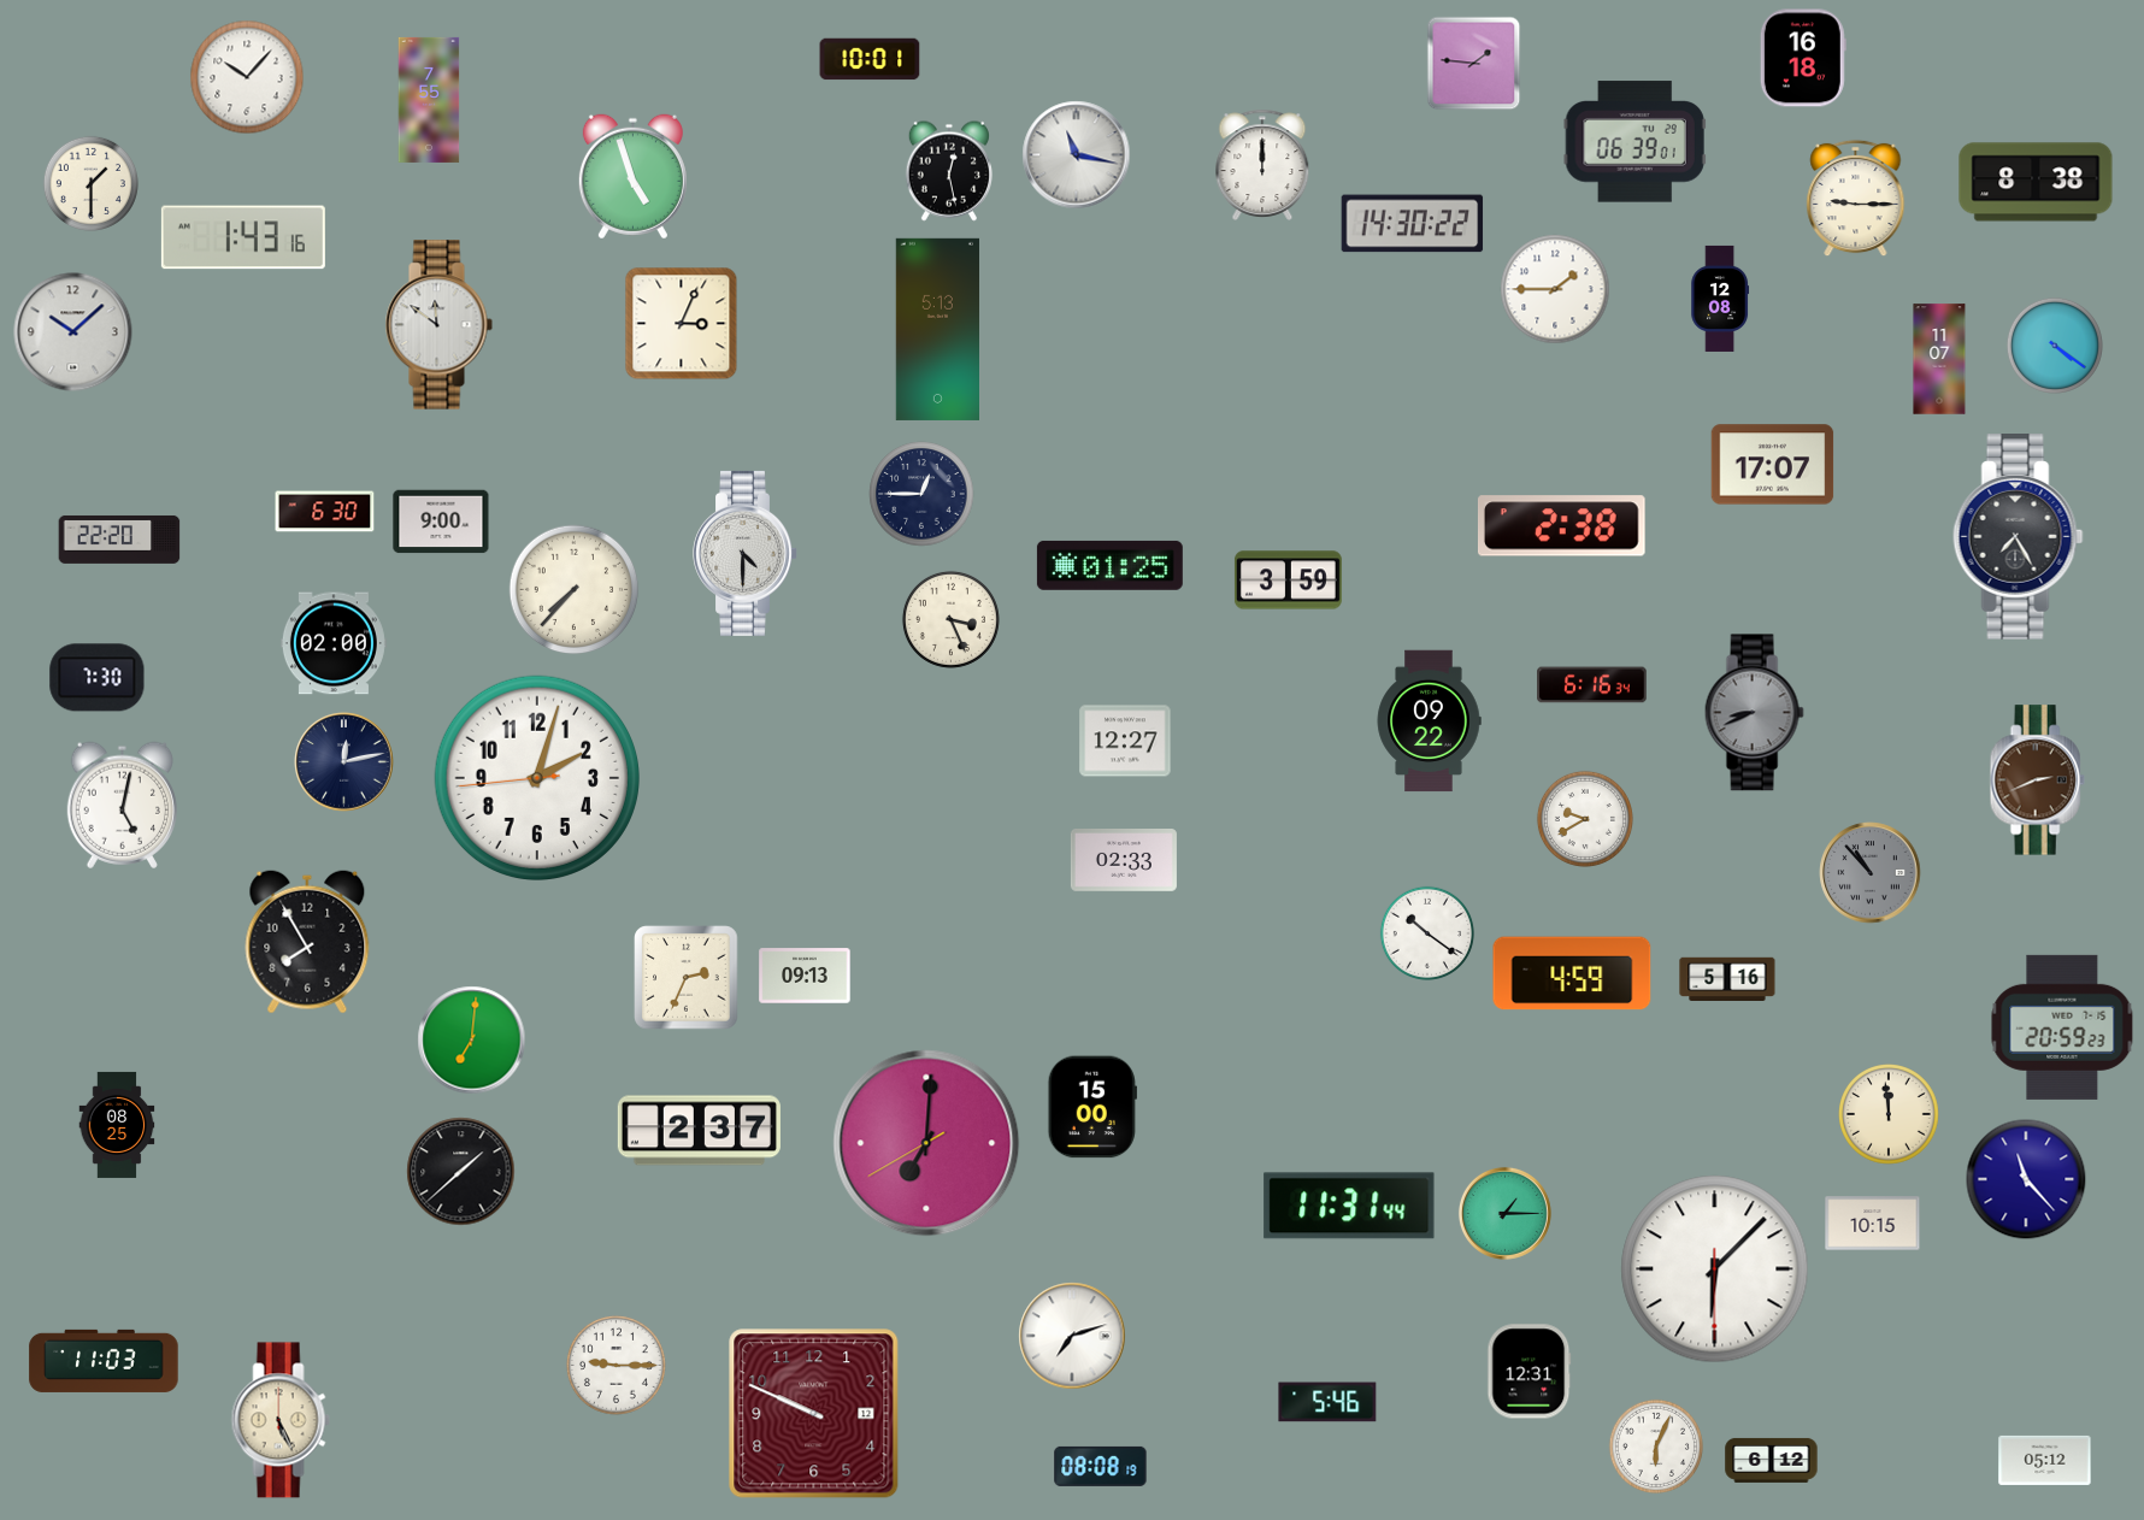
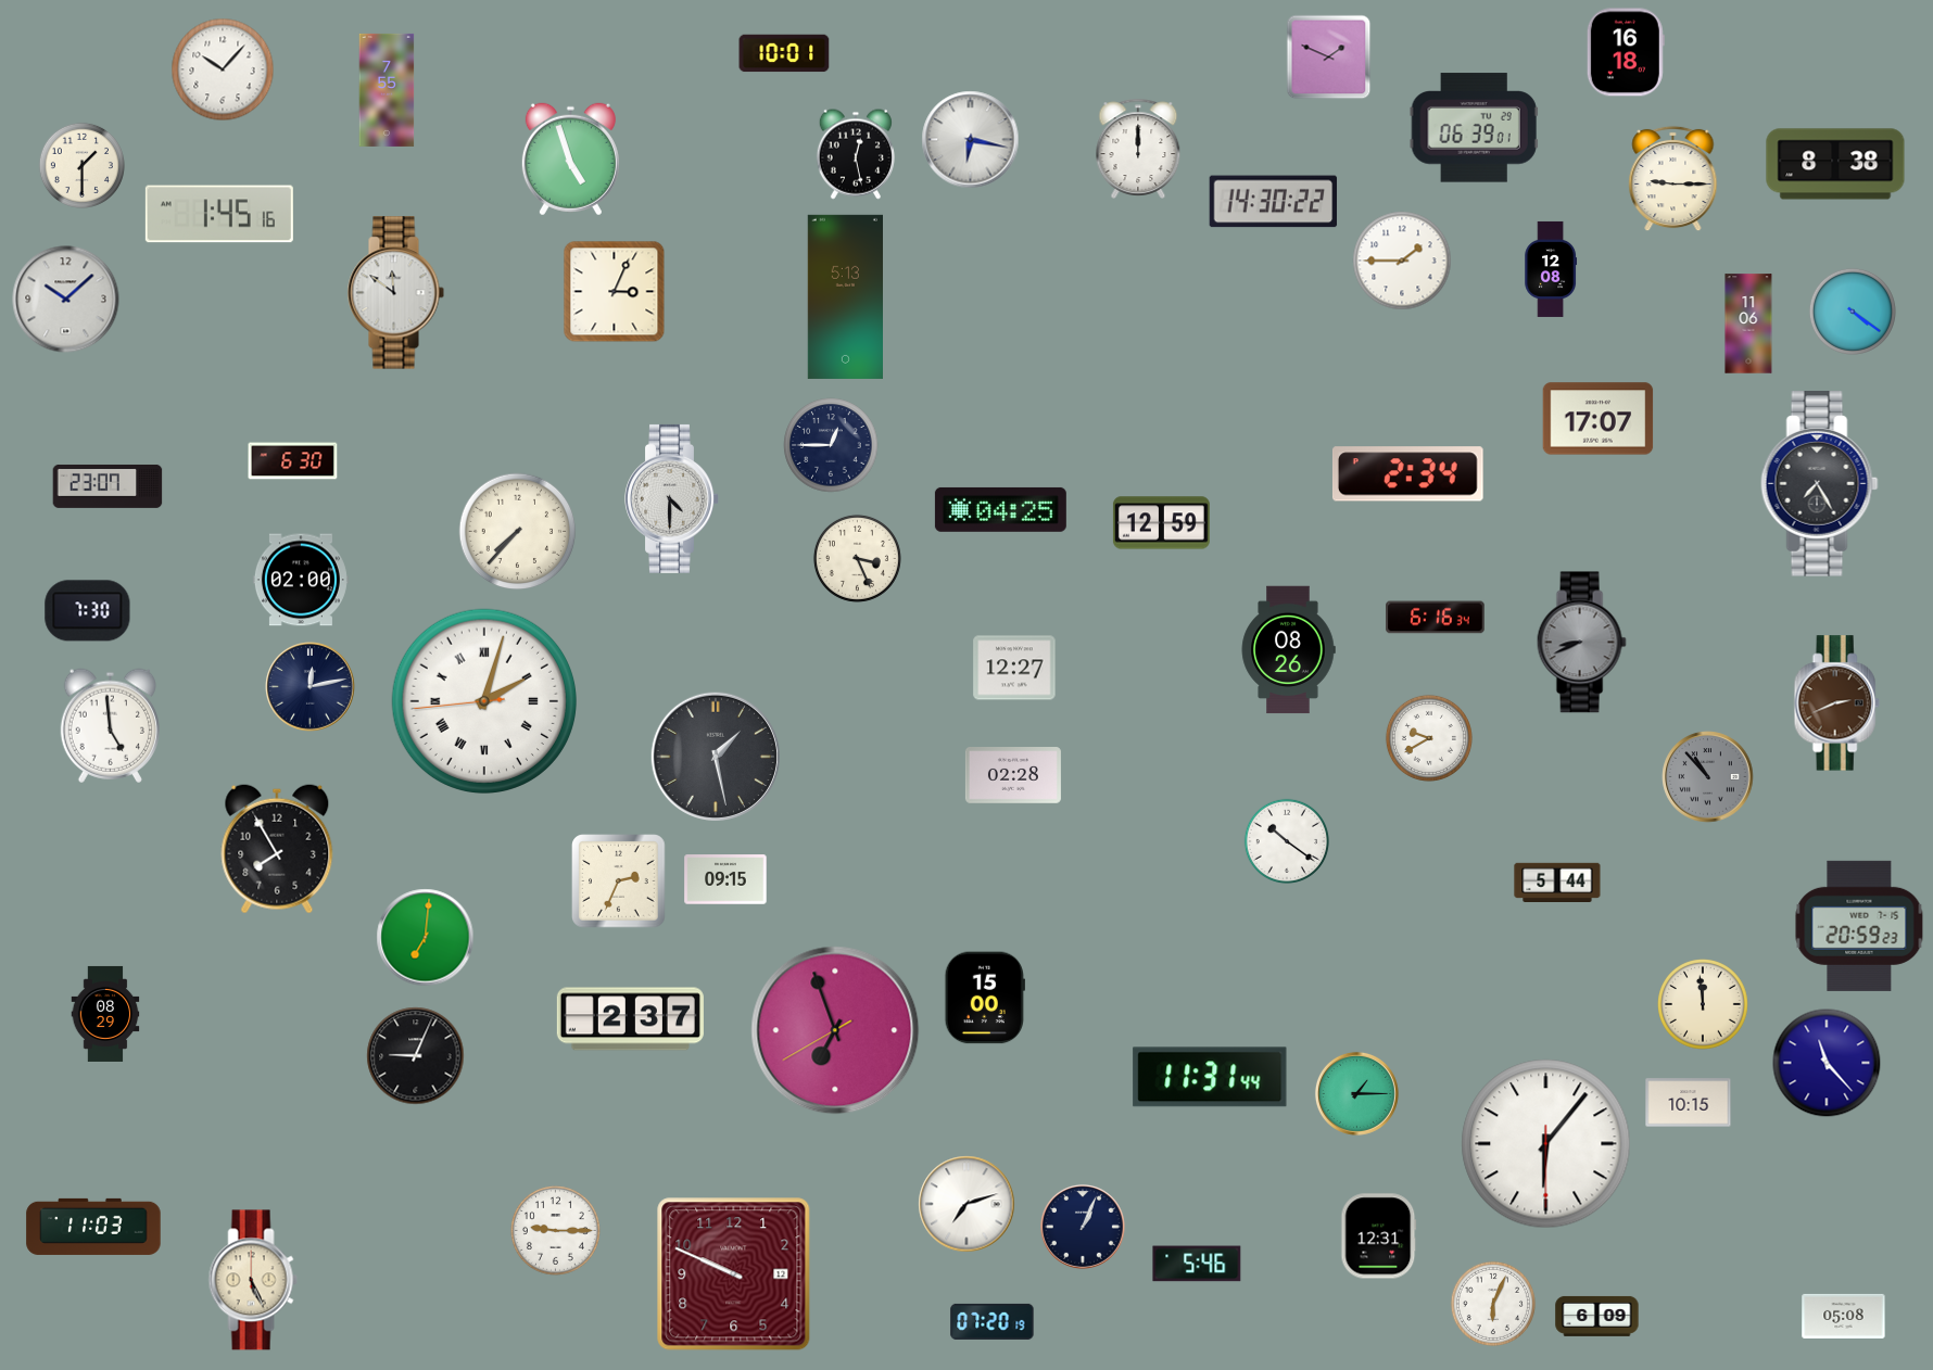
clock at (1474, 64): 1:46 -> 1:49
clock at (1077, 155): 11:17 -> 6:17
clock at (243, 237): 1:43 -> 1:45
clock at (1939, 359): 11:07 -> 11:06
clock at (441, 522): 9:00 -> none
clock at (1561, 526): 2:38 -> 2:34
clock at (119, 540): 22:20 -> 23:07
clock at (1109, 565): 01:25 -> 04:25
clock at (1288, 581): 3:59 -> 12:59
clock at (1429, 721): 09:22 -> 08:26
clock at (536, 777) numerals: Arabic -> Roman
clock at (122, 805): 5:02 -> 4:59
clock at (715, 756): none -> 1:28
clock at (1124, 861): 02:33 -> 02:28
clock at (1871, 873) position: (1871, 873) -> (1708, 777)
clock at (1572, 973): 4:59 -> none
clock at (805, 976): 09:13 -> 09:15
clock at (1727, 978): 5:16 -> 5:44
clock at (117, 1125): 08:25 -> 08:29
clock at (926, 1143): 7:00 -> 6:56
clock at (461, 1172): 1:38 -> 9:04
clock at (1349, 1206) position: (1349, 1206) -> (1210, 1077)
clock at (1715, 1269): 6:07 -> 6:06
clock at (1083, 1227): none -> 1:04
clock at (1772, 1460): 6:12 -> 6:09
clock at (2045, 1460): 05:12 -> 05:08
clock at (1101, 1466): 08:08 -> 07:20
